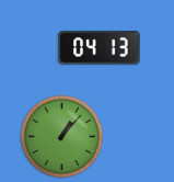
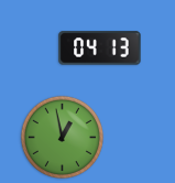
clock at (61, 136): 1:07 -> 12:58
